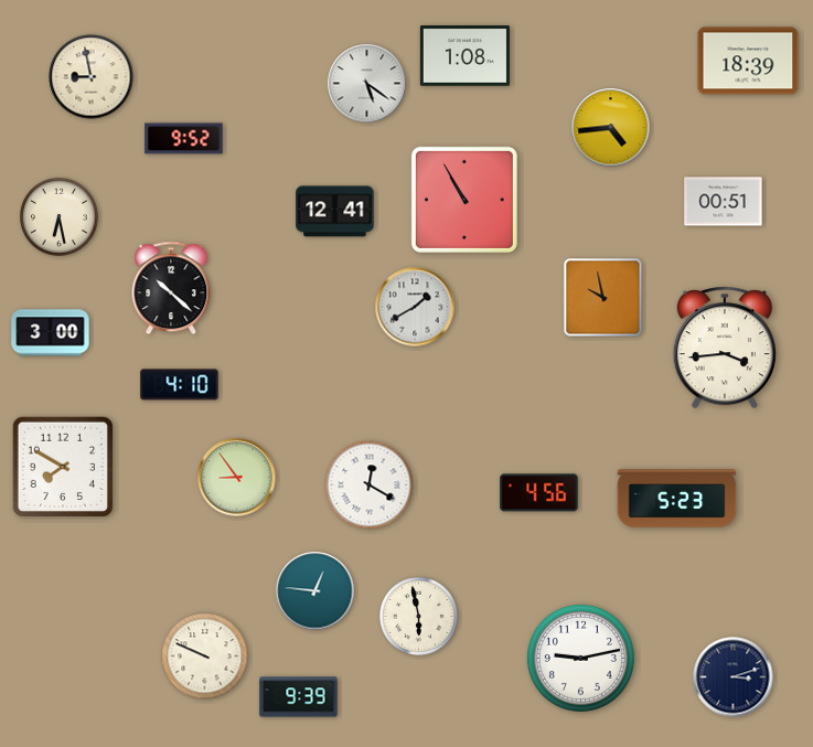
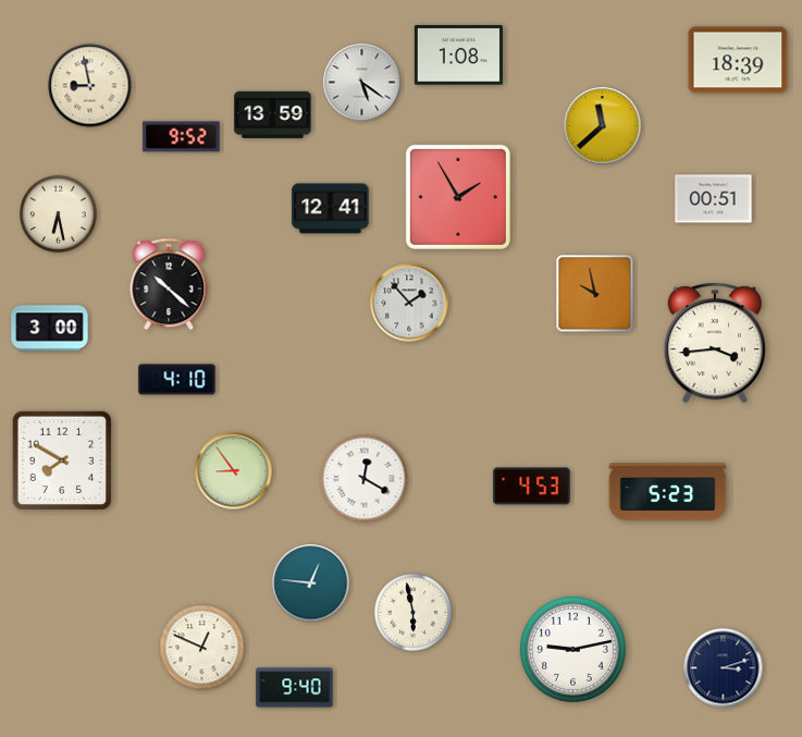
clock at (92, 77) position: (92, 77) -> (90, 86)
clock at (273, 114): none -> 13:59
clock at (611, 128): 4:44 -> 11:38
clock at (464, 200): 10:55 -> 1:55
clock at (415, 307): 1:40 -> 1:53
clock at (539, 493): 4:56 -> 4:53
clock at (419, 617) position: (419, 617) -> (414, 613)
clock at (205, 657): 9:49 -> 12:49
clock at (299, 697): 9:39 -> 9:40
